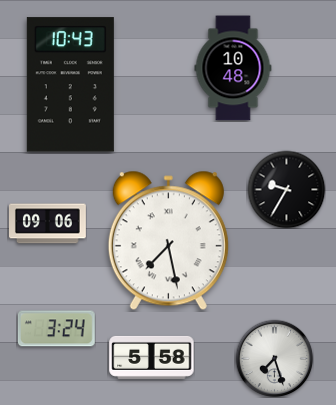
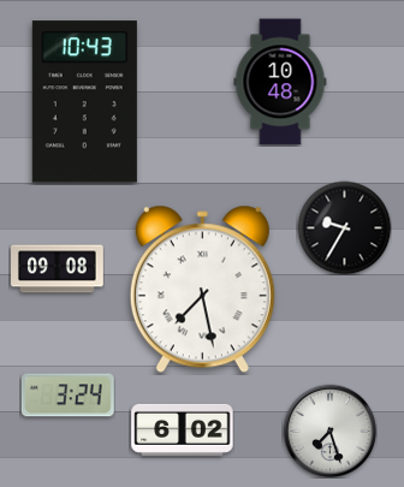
clock at (48, 224): 09:06 -> 09:08
clock at (152, 357): 5:58 -> 6:02
